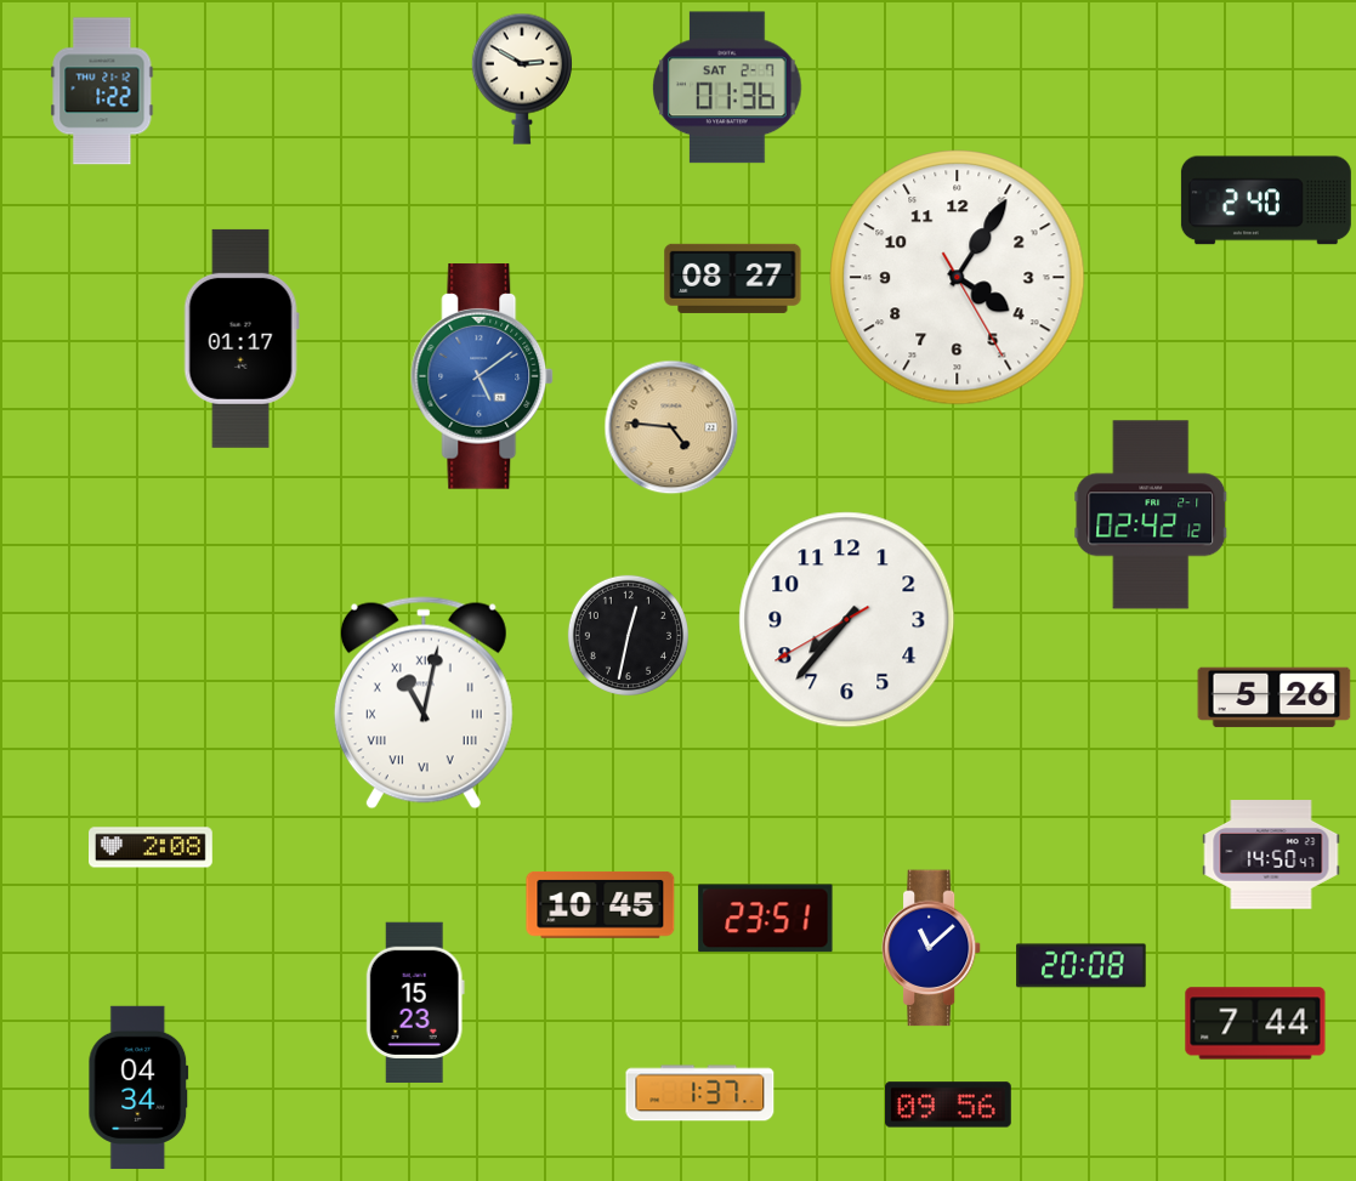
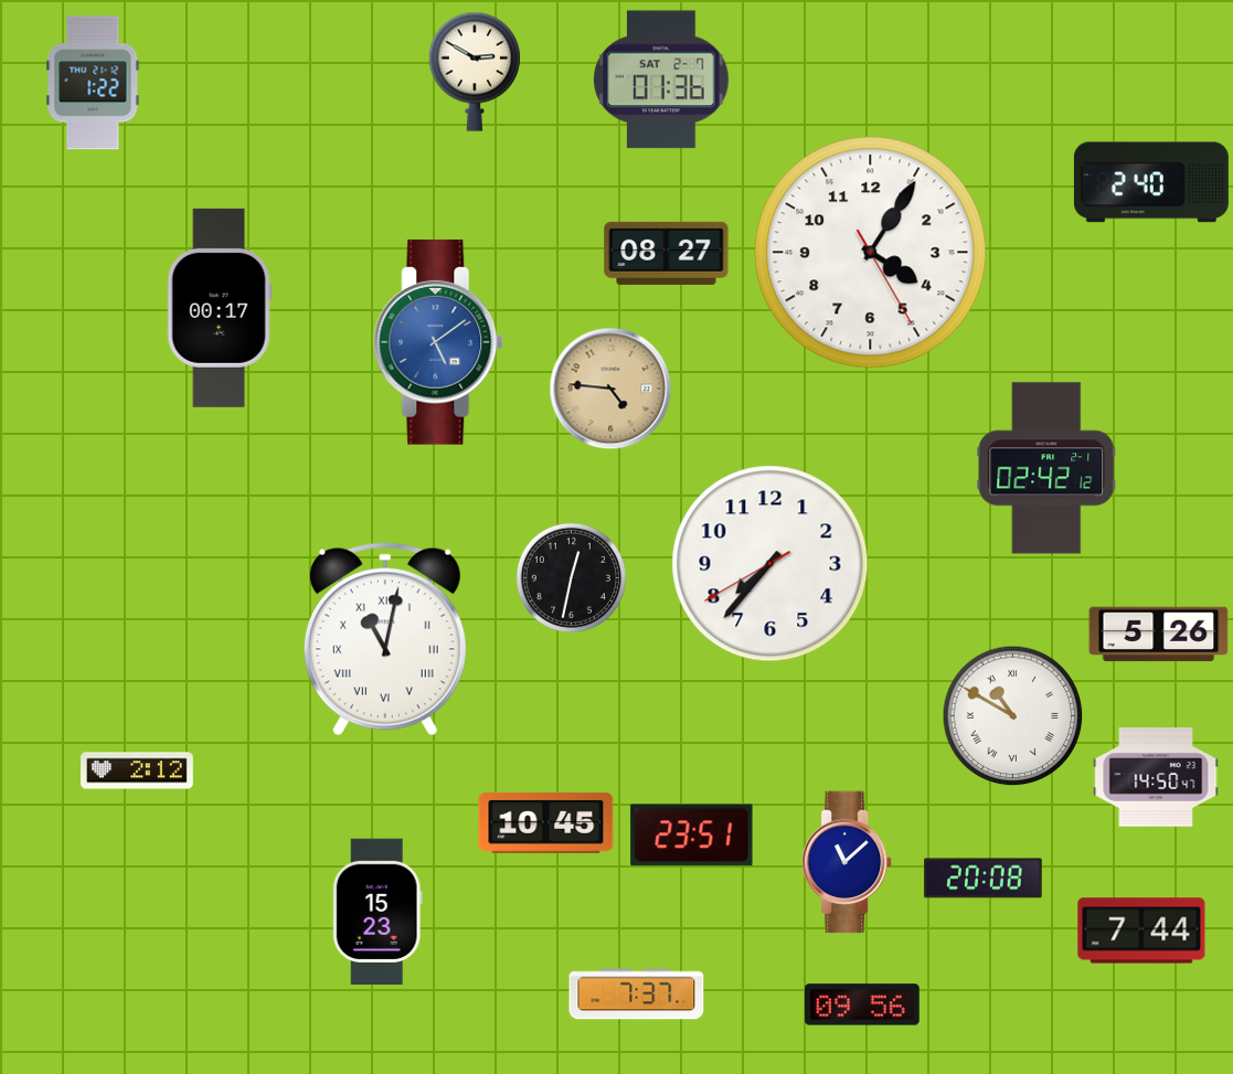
clock at (242, 339): 01:17 -> 00:17
clock at (1013, 716): none -> 10:50
clock at (152, 847): 2:08 -> 2:12
clock at (766, 919) position: (766, 919) -> (692, 836)
clock at (138, 1088): 04:34 -> none
clock at (700, 1094): 1:37 -> 7:37
